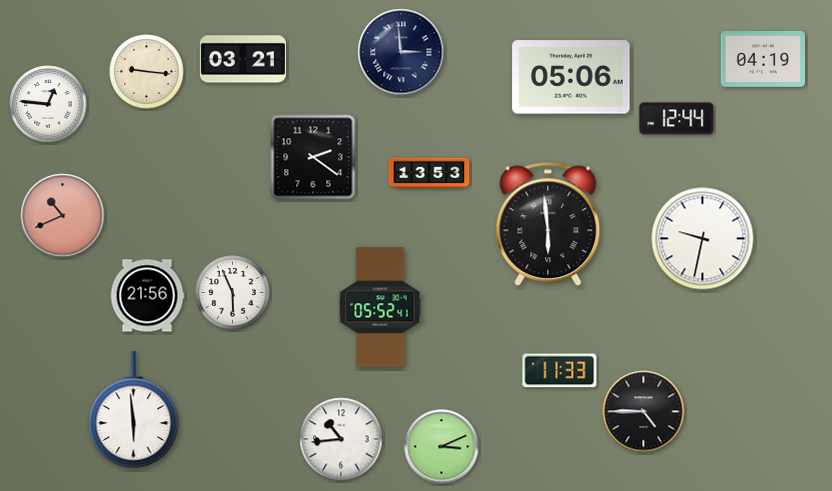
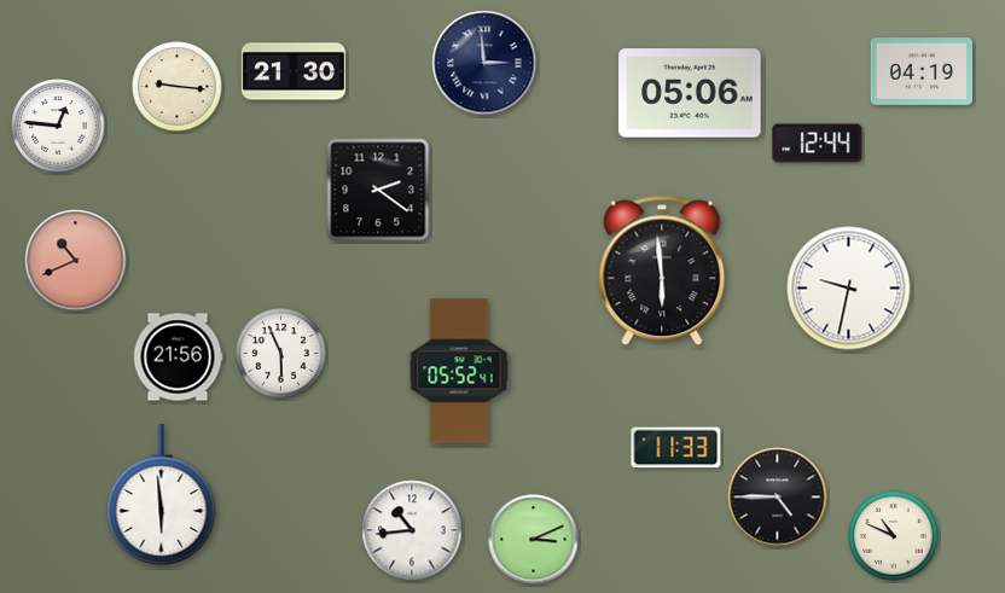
clock at (243, 59): 03:21 -> 21:30
clock at (429, 173): 13:53 -> none
clock at (894, 536): none -> 10:49
